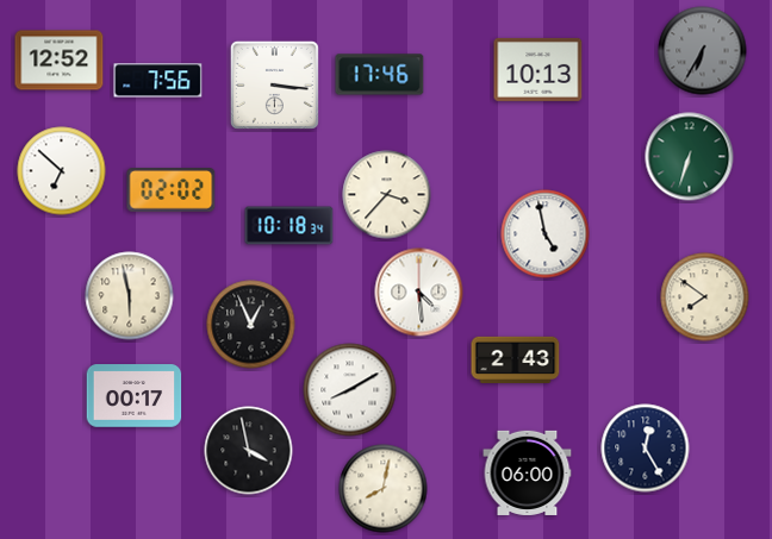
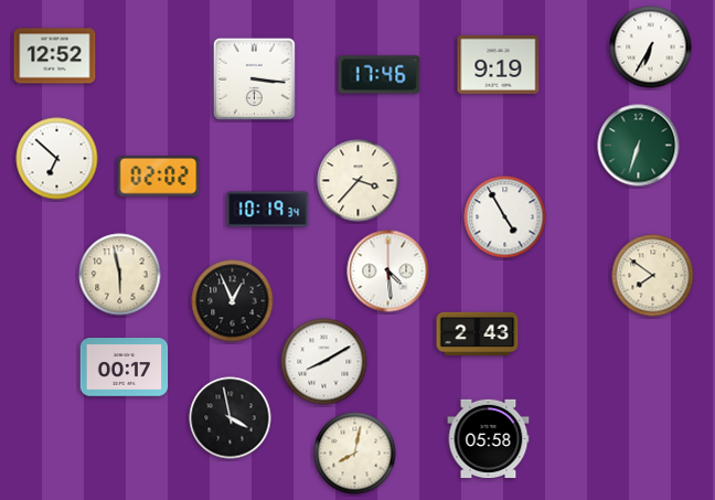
clock at (703, 51) dial: grey -> white
clock at (538, 69): 10:13 -> 9:19
clock at (380, 75) position: (380, 75) -> (380, 75)
clock at (158, 81): 7:56 -> none
clock at (289, 226): 10:18 -> 10:19
clock at (546, 234): 4:58 -> 4:55
clock at (646, 449): 12:25 -> none
clock at (528, 472): 06:00 -> 05:58
